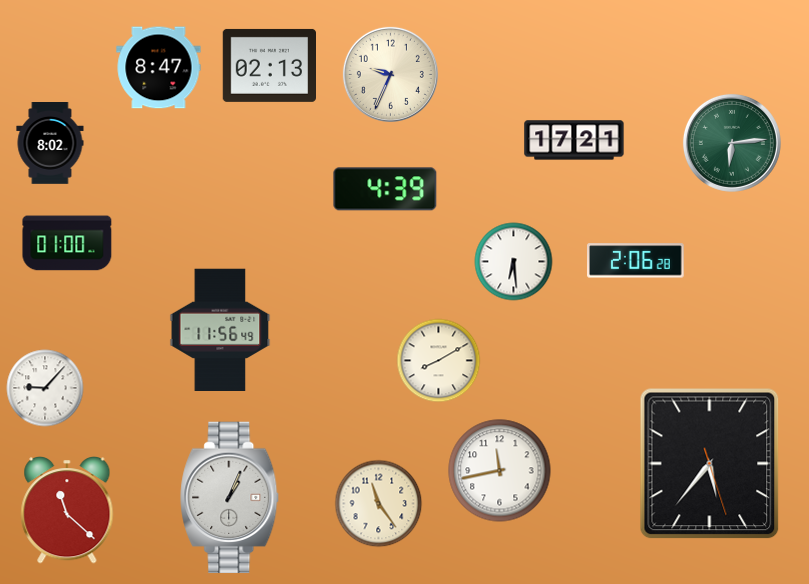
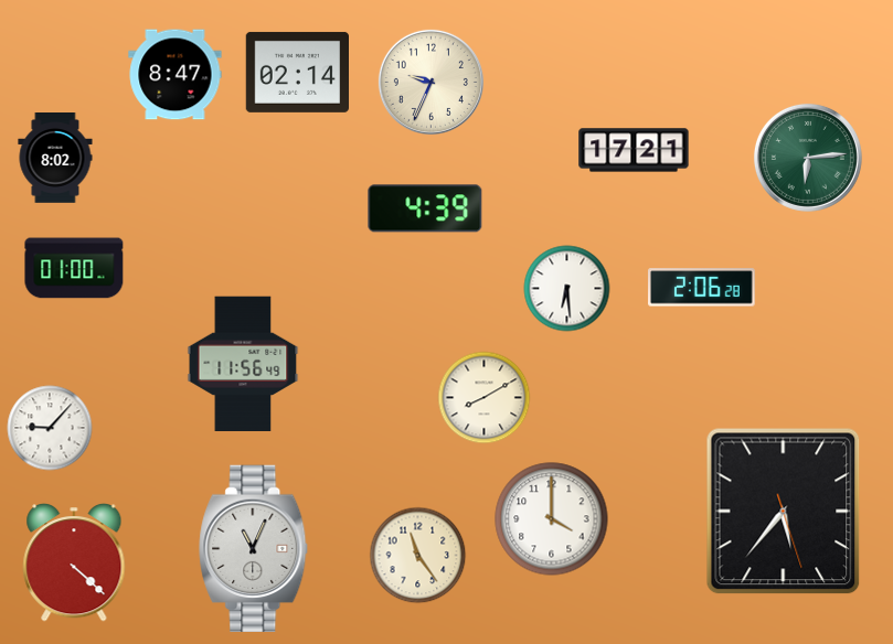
clock at (269, 65): 02:13 -> 02:14
clock at (574, 140) position: (574, 140) -> (634, 150)
clock at (500, 471): 11:43 -> 4:00
clock at (230, 497): 1:04 -> 11:04
clock at (67, 511): 11:22 -> 4:22
